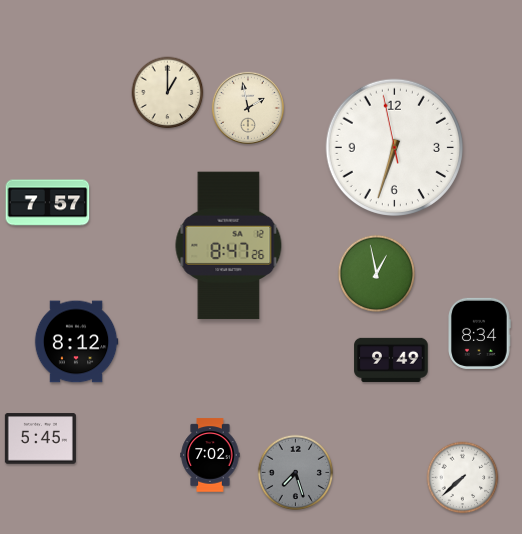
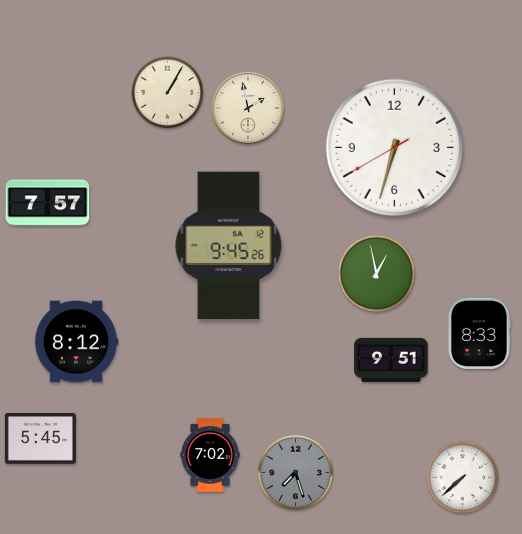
clock at (168, 93): 1:00 -> 1:05
clock at (394, 147): 6:32:58 -> 6:32:40
clock at (229, 246): 8:47 -> 9:45
clock at (479, 333): 8:34 -> 8:33
clock at (391, 360): 9:49 -> 9:51
